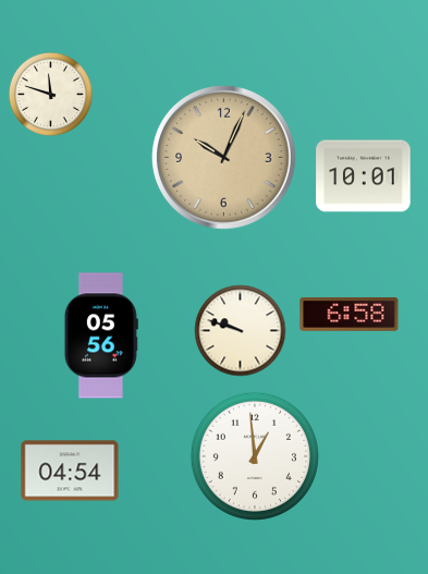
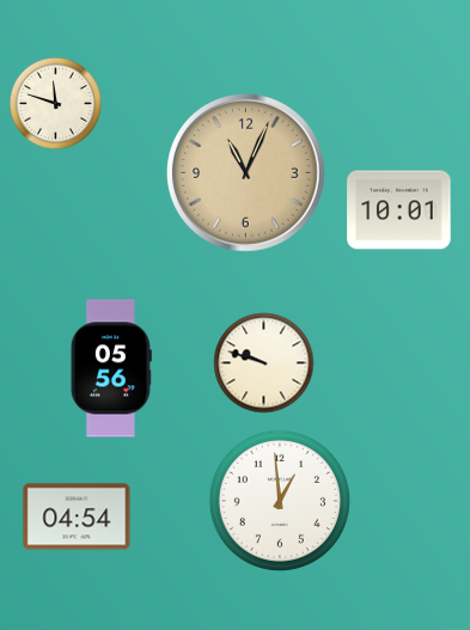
clock at (223, 157): 10:04 -> 11:04
clock at (364, 176) position: (364, 176) -> (399, 210)
clock at (350, 314): 6:58 -> none
